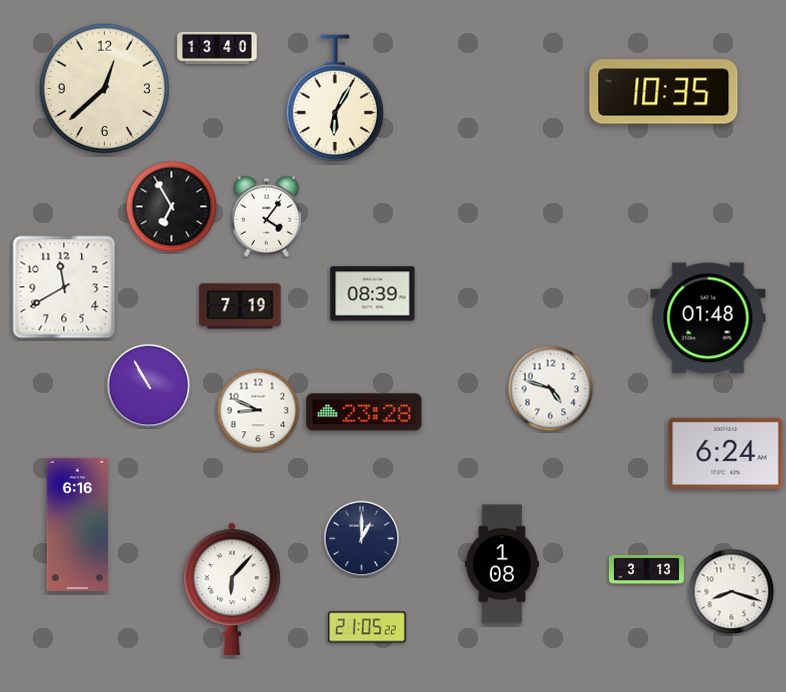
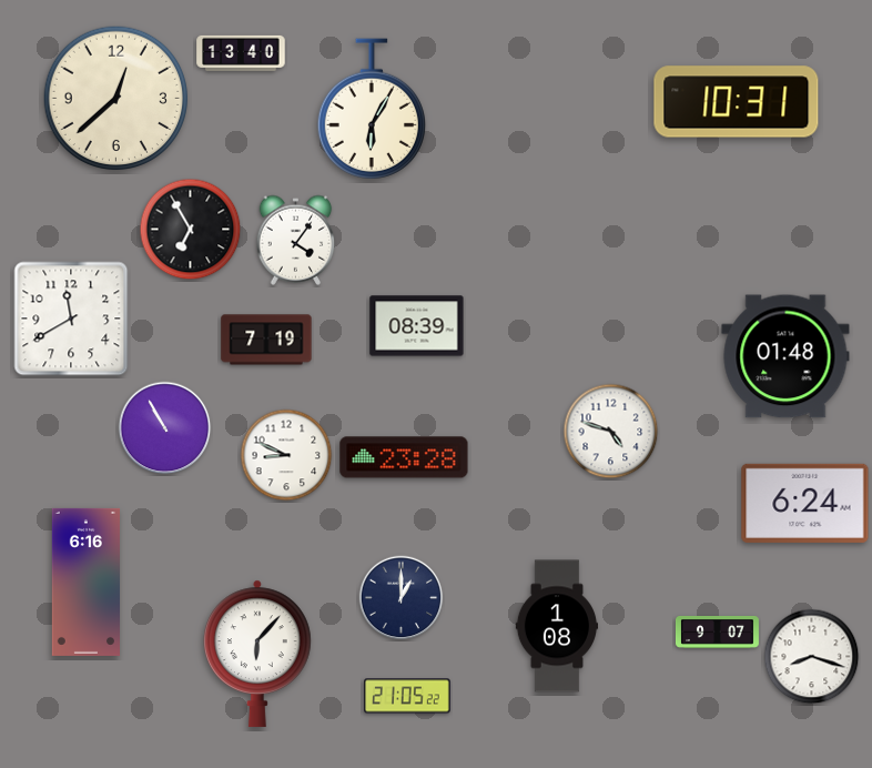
clock at (664, 92): 10:35 -> 10:31
clock at (373, 294) position: (373, 294) -> (417, 326)
clock at (708, 318) position: (708, 318) -> (785, 356)
clock at (646, 569): 3:13 -> 9:07
